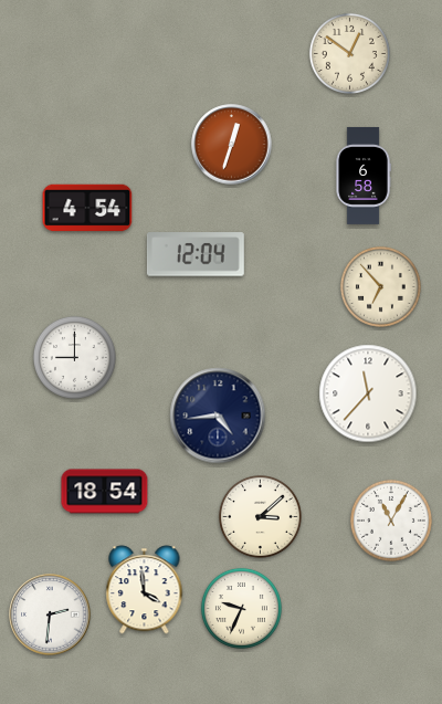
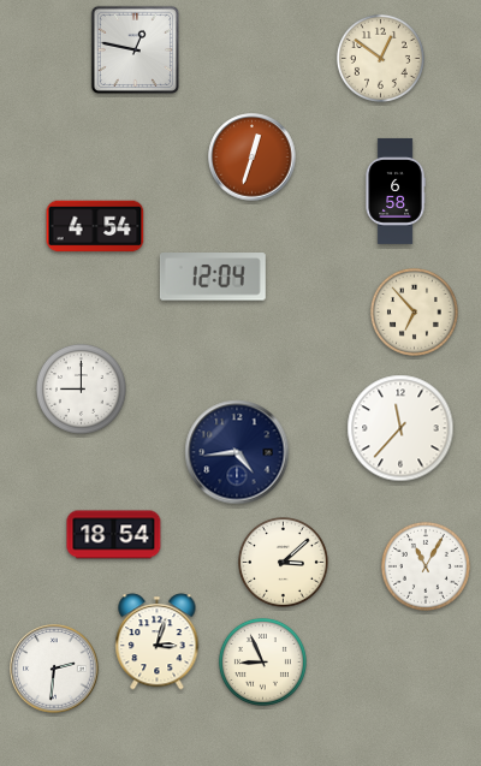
clock at (135, 49): none -> 12:47
clock at (145, 590): 3:59 -> 3:03
clock at (241, 608): 9:34 -> 8:56
